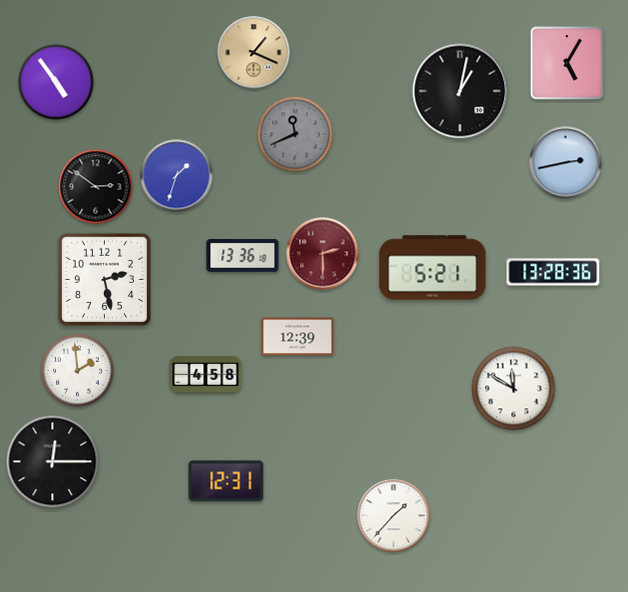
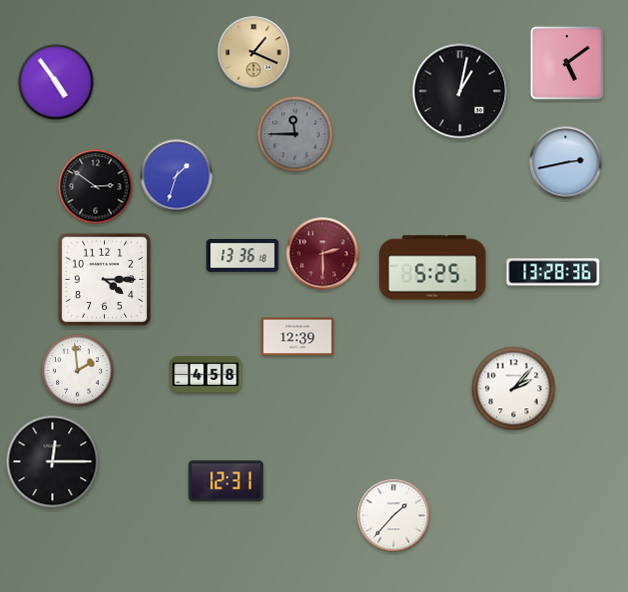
clock at (567, 63): 5:05 -> 5:09
clock at (295, 134): 11:41 -> 11:45
clock at (433, 268): 5:21 -> 5:25
clock at (104, 279): 2:28 -> 4:15
clock at (514, 389): 11:50 -> 2:07
